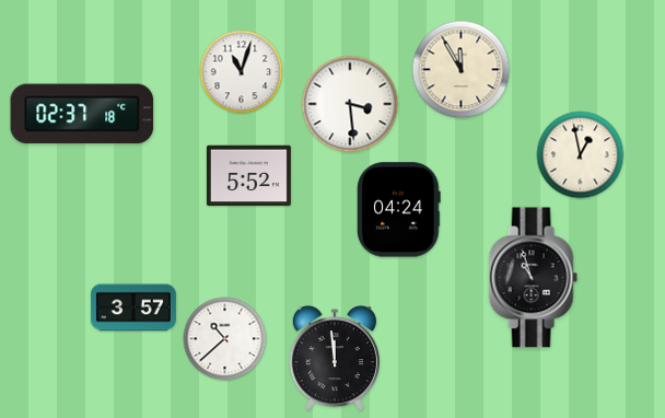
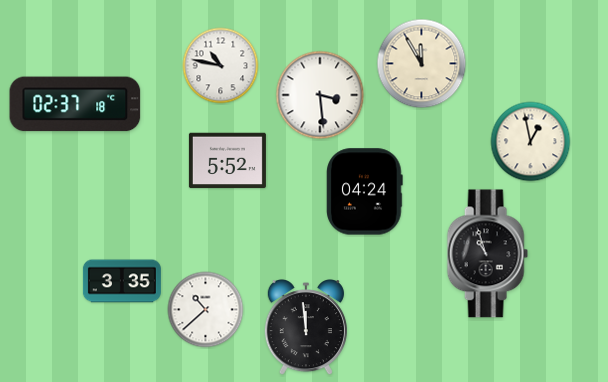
clock at (242, 72): 11:03 -> 10:47
clock at (133, 307): 3:57 -> 3:35
